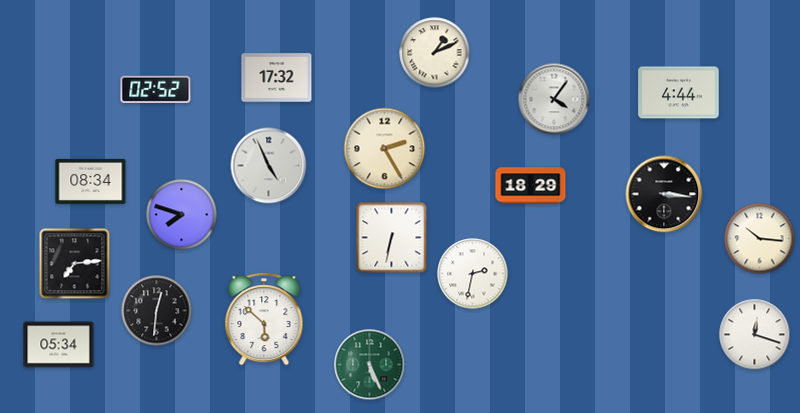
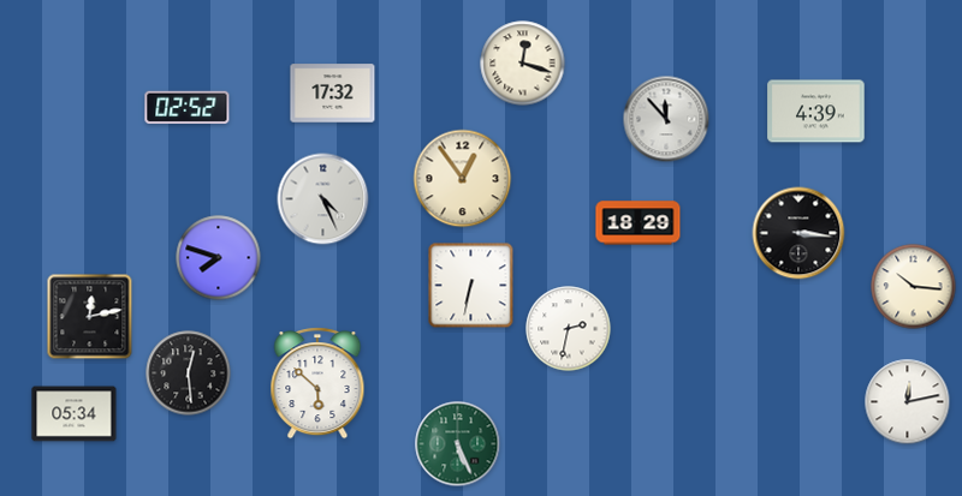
clock at (435, 53): 1:11 -> 12:18
clock at (679, 93): 4:44 -> 4:39
clock at (554, 99): 4:06 -> 11:53
clock at (385, 149): 2:25 -> 12:54
clock at (269, 166): 4:56 -> 4:26
clock at (91, 181): 08:34 -> none
clock at (75, 264): 7:14 -> 12:13
clock at (157, 311): 12:31 -> 12:29
clock at (755, 335): 12:18 -> 12:13
clock at (59, 345) position: (59, 345) -> (75, 414)
clock at (370, 365) position: (370, 365) -> (458, 444)
